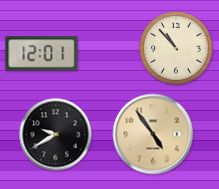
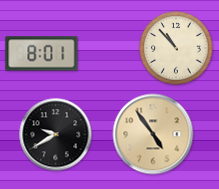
clock at (42, 54): 12:01 -> 8:01
